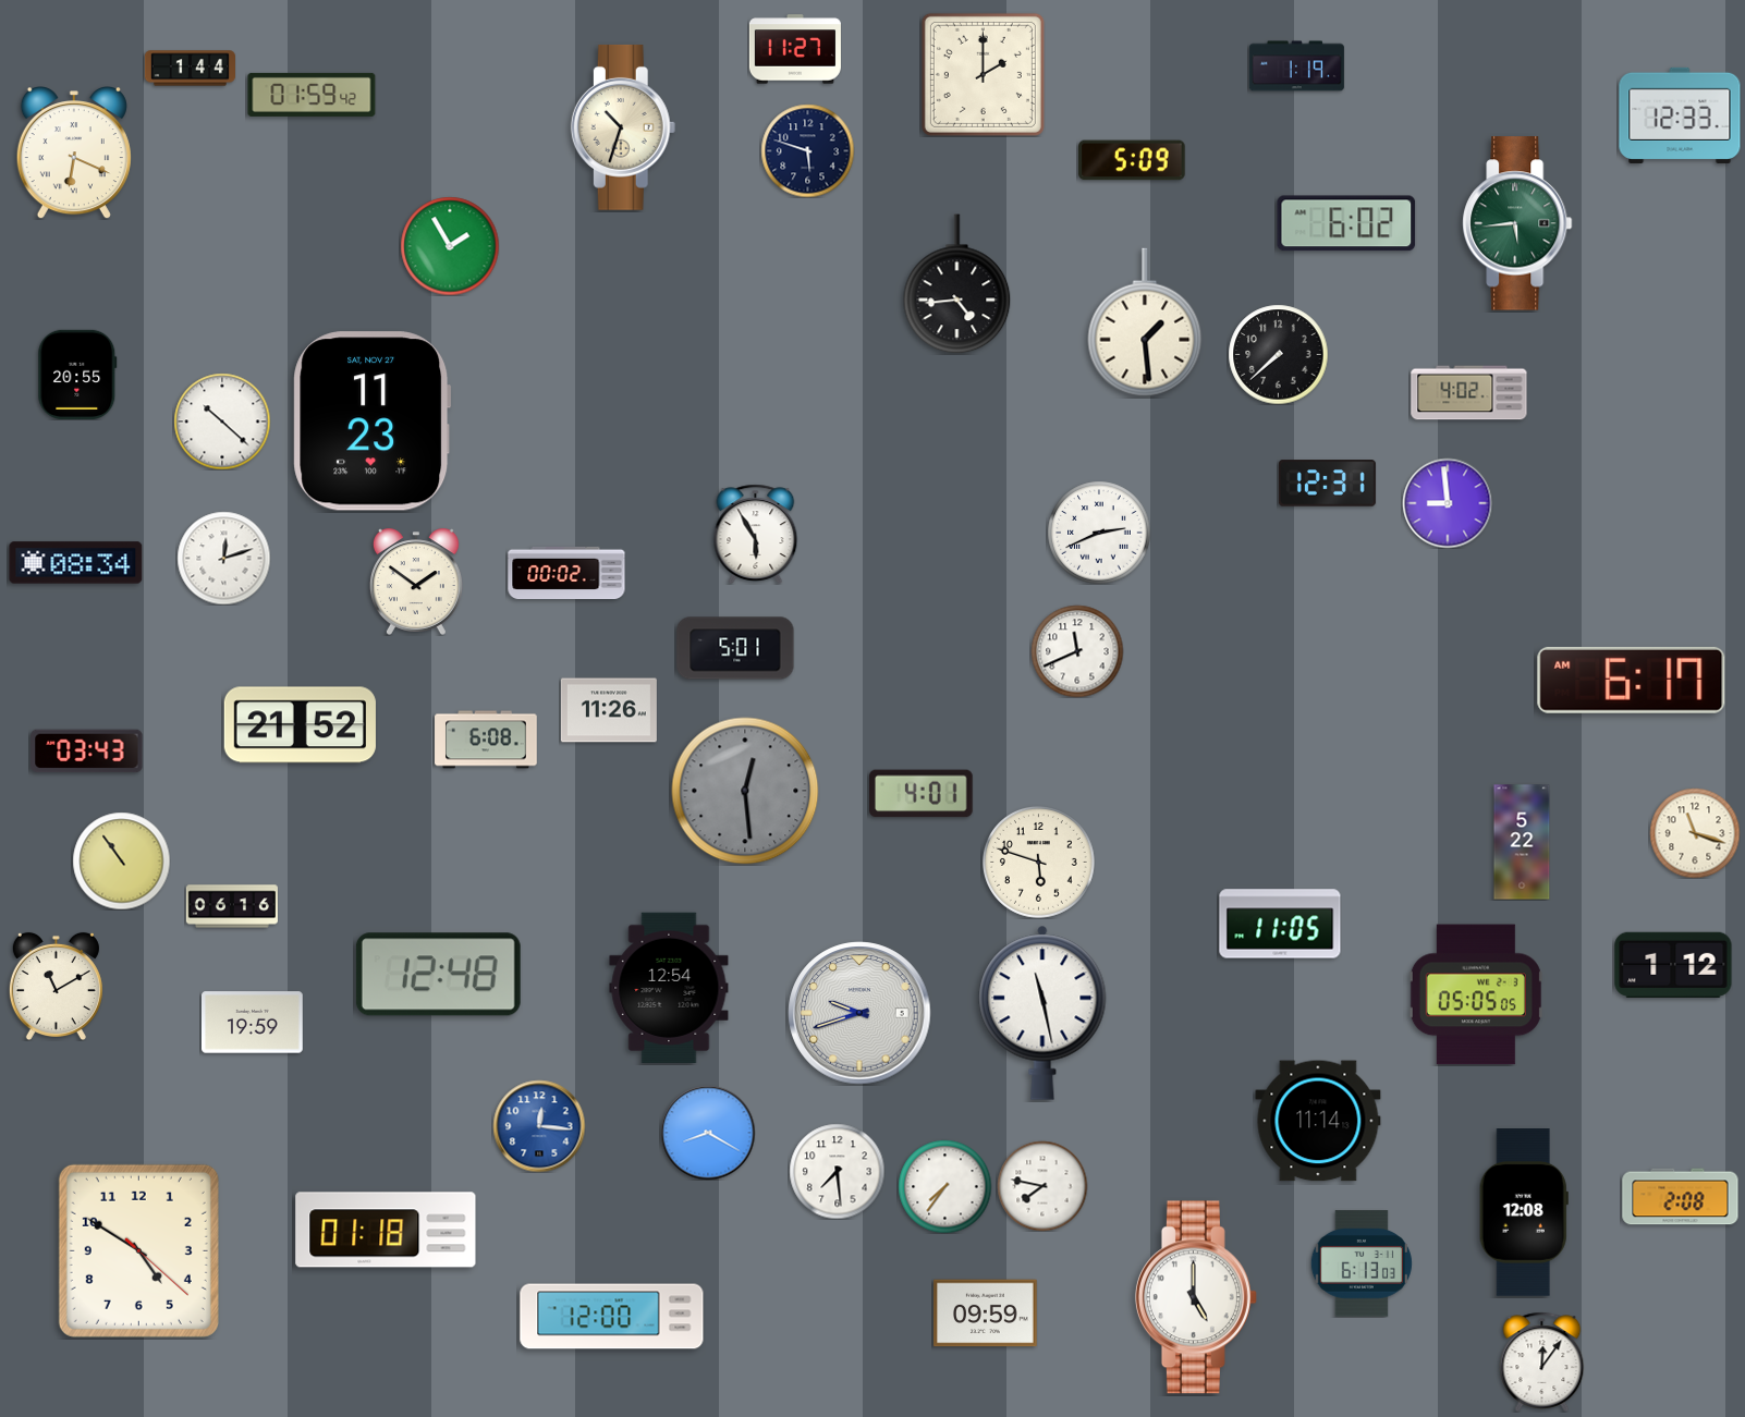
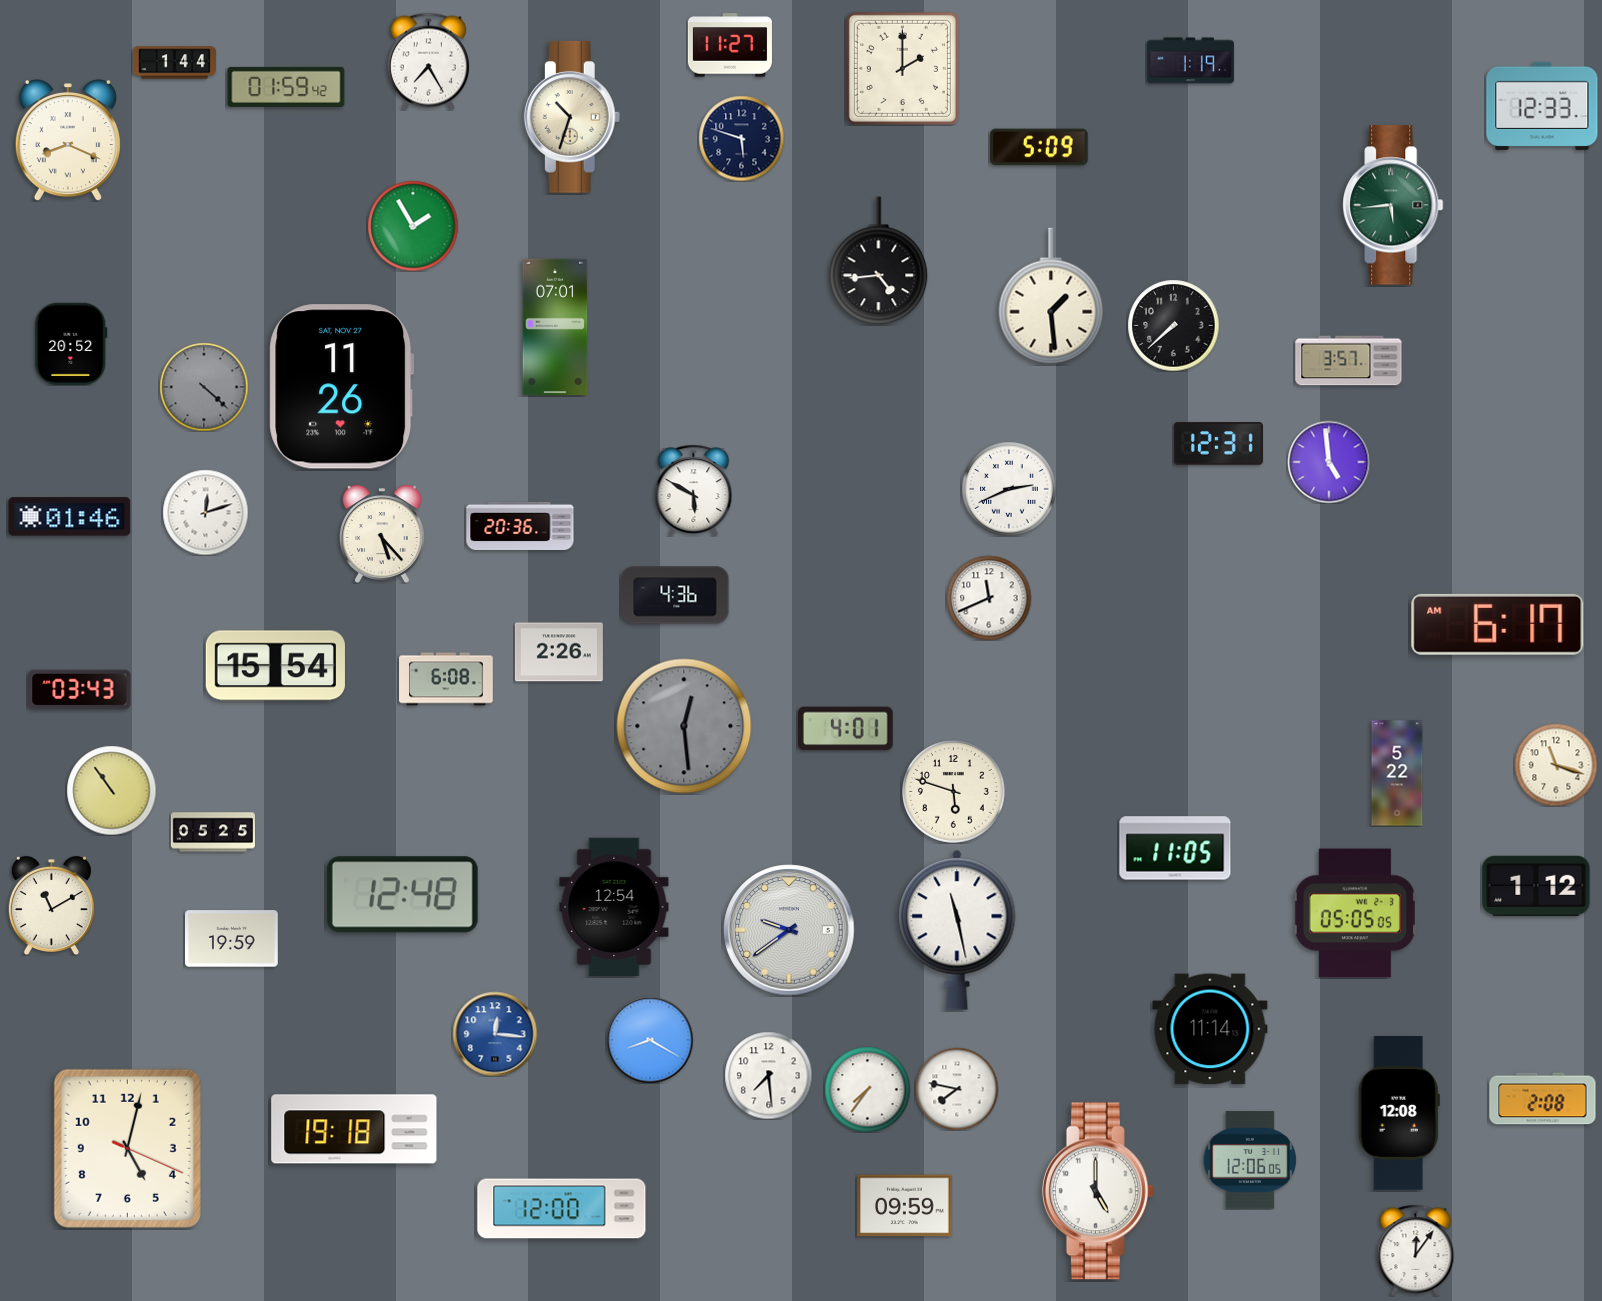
clock at (428, 61): none -> 7:25
clock at (74, 152): 6:19 -> 8:19
clock at (1346, 223): 6:02 -> none
clock at (555, 327): none -> 07:01
clock at (77, 375): 20:55 -> 20:52
clock at (1469, 393): 4:02 -> 3:57
clock at (222, 422): 10:22 -> 4:22
clock at (222, 422) dial: white -> grey
clock at (373, 422): 11:23 -> 11:26
clock at (1448, 503): 8:59 -> 4:59
clock at (756, 534): 5:55 -> 5:50
clock at (76, 563): 08:34 -> 01:46
clock at (566, 572): 00:02 -> 20:36
clock at (416, 582): 1:51 -> 5:23
clock at (735, 648): 5:01 -> 4:36
clock at (609, 710): 11:26 -> 2:26
clock at (300, 725): 21:52 -> 15:54
clock at (232, 906): 06:16 -> 05:25
clock at (859, 1013): 9:42 -> 9:39
clock at (386, 1230): 01:18 -> 19:18
clock at (138, 1250): 4:50 -> 5:02
clock at (1362, 1263): 6:13 -> 12:06
